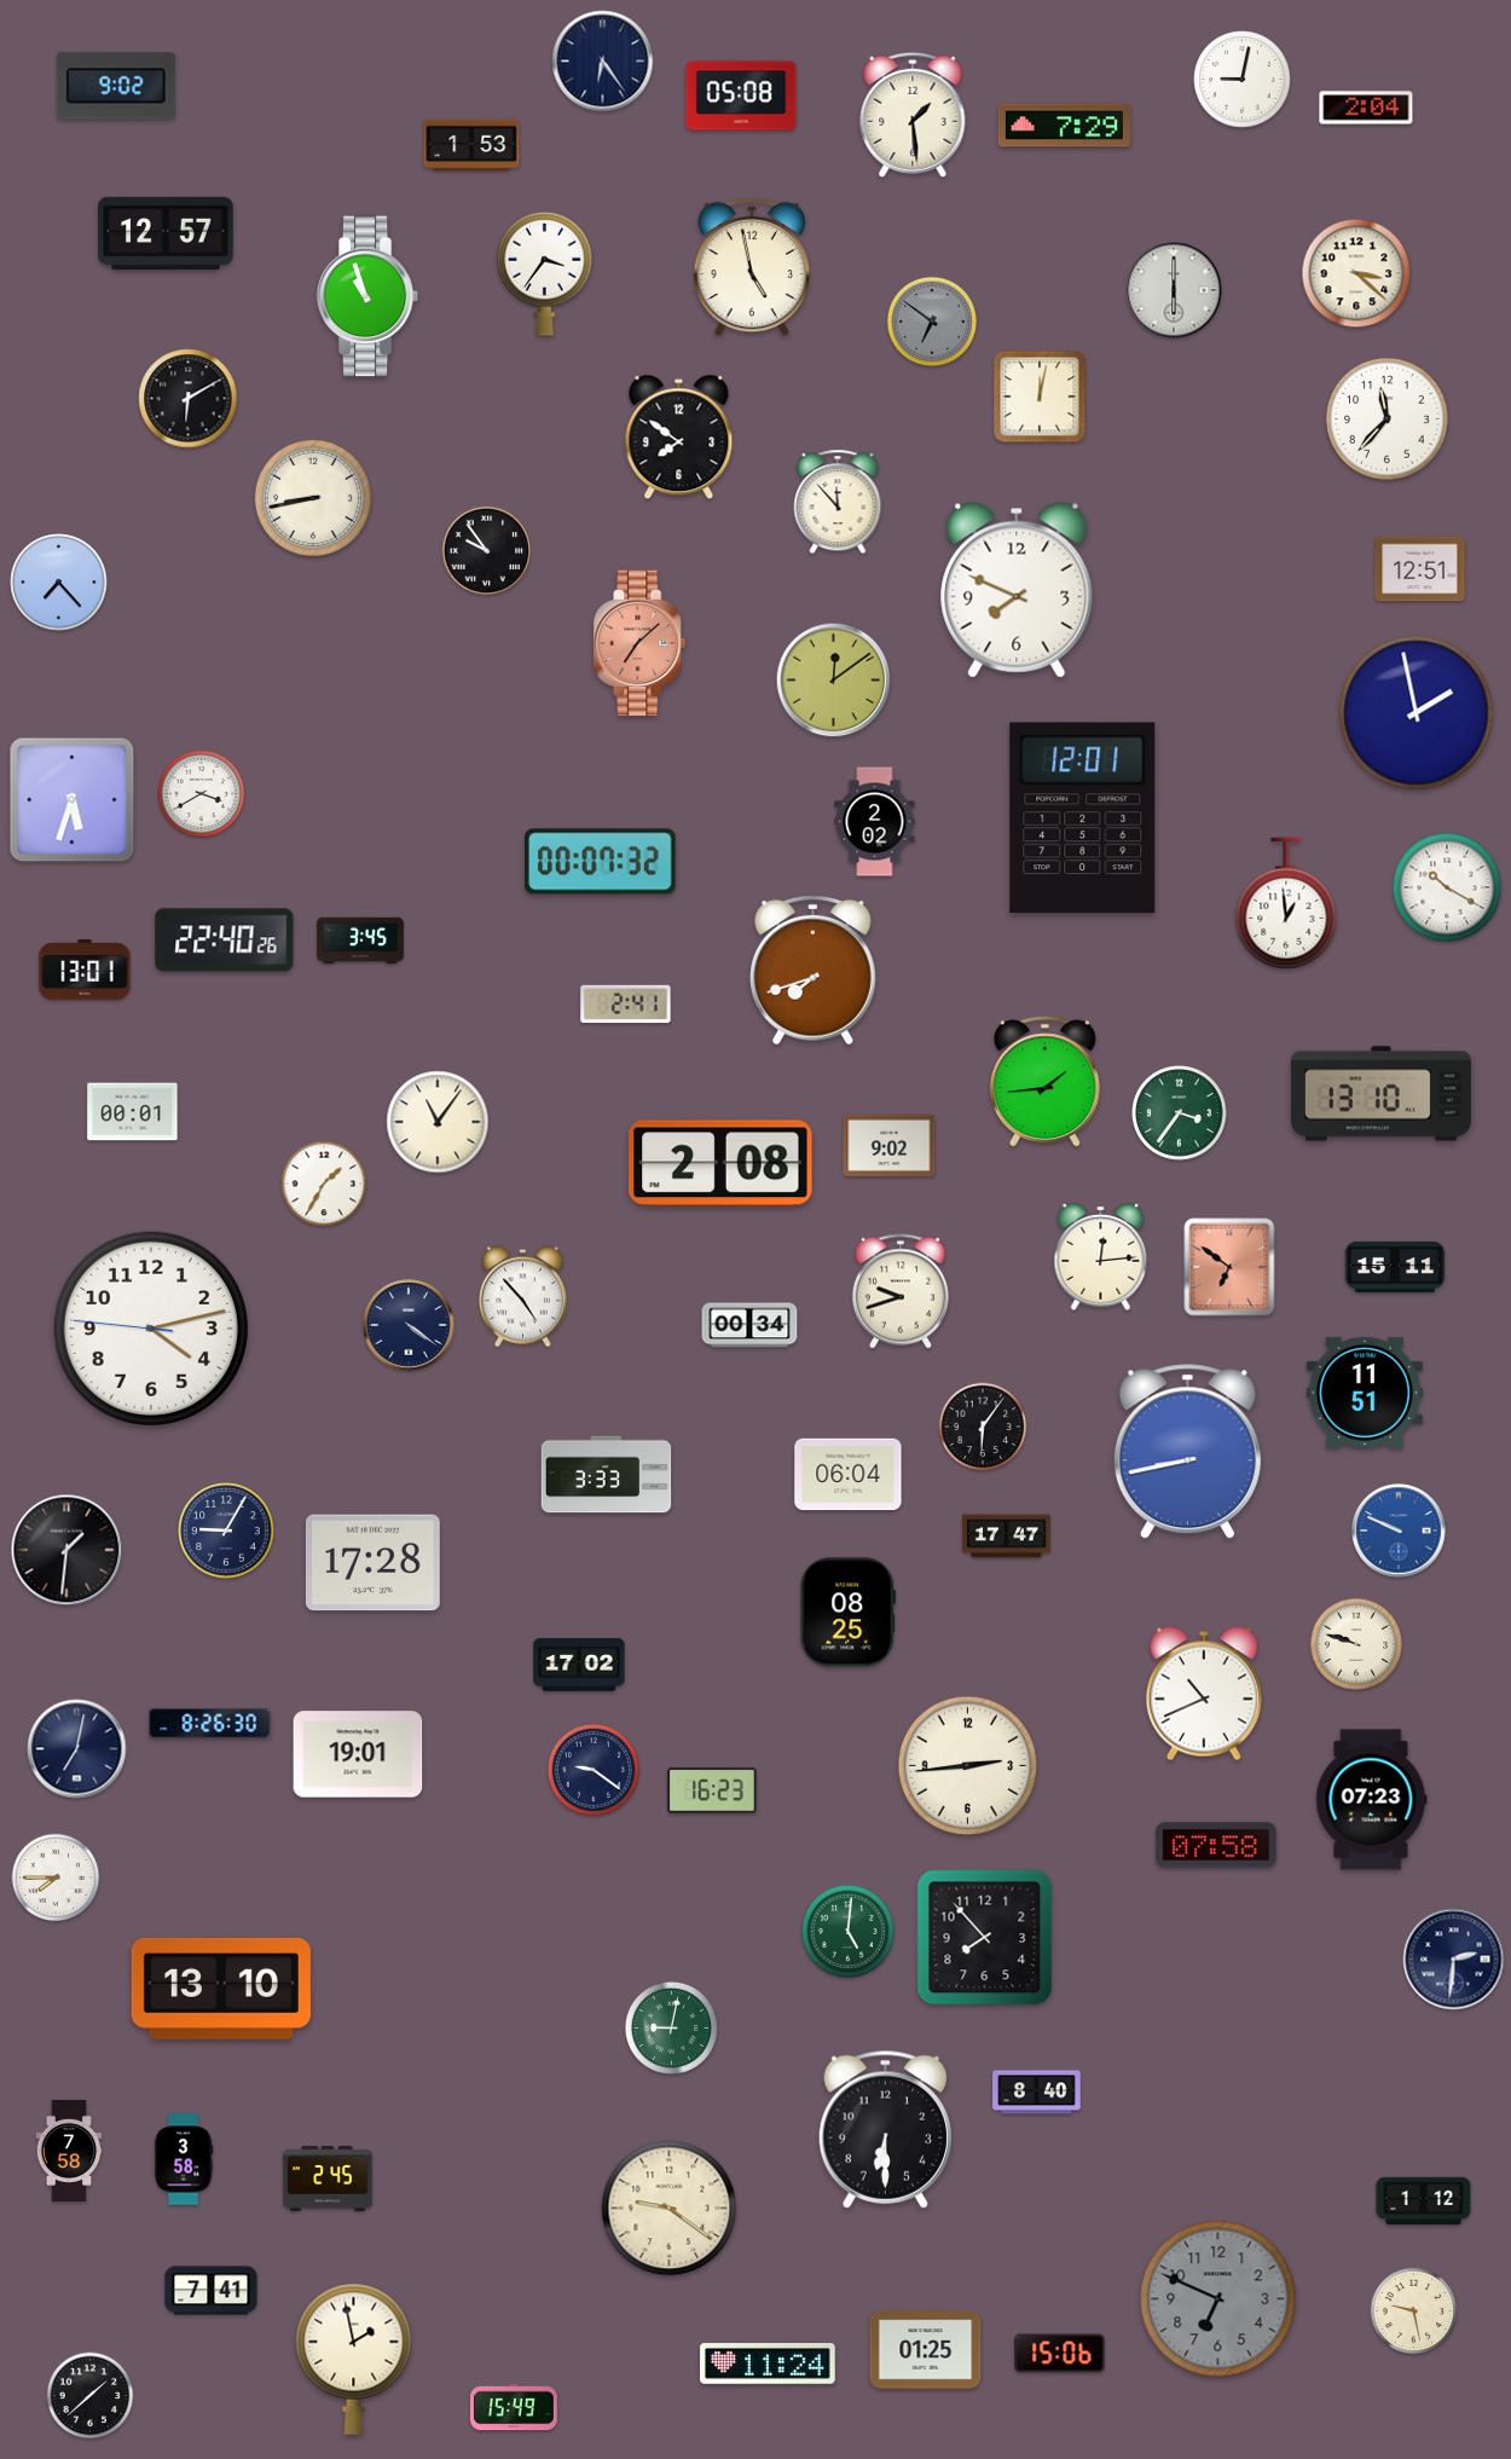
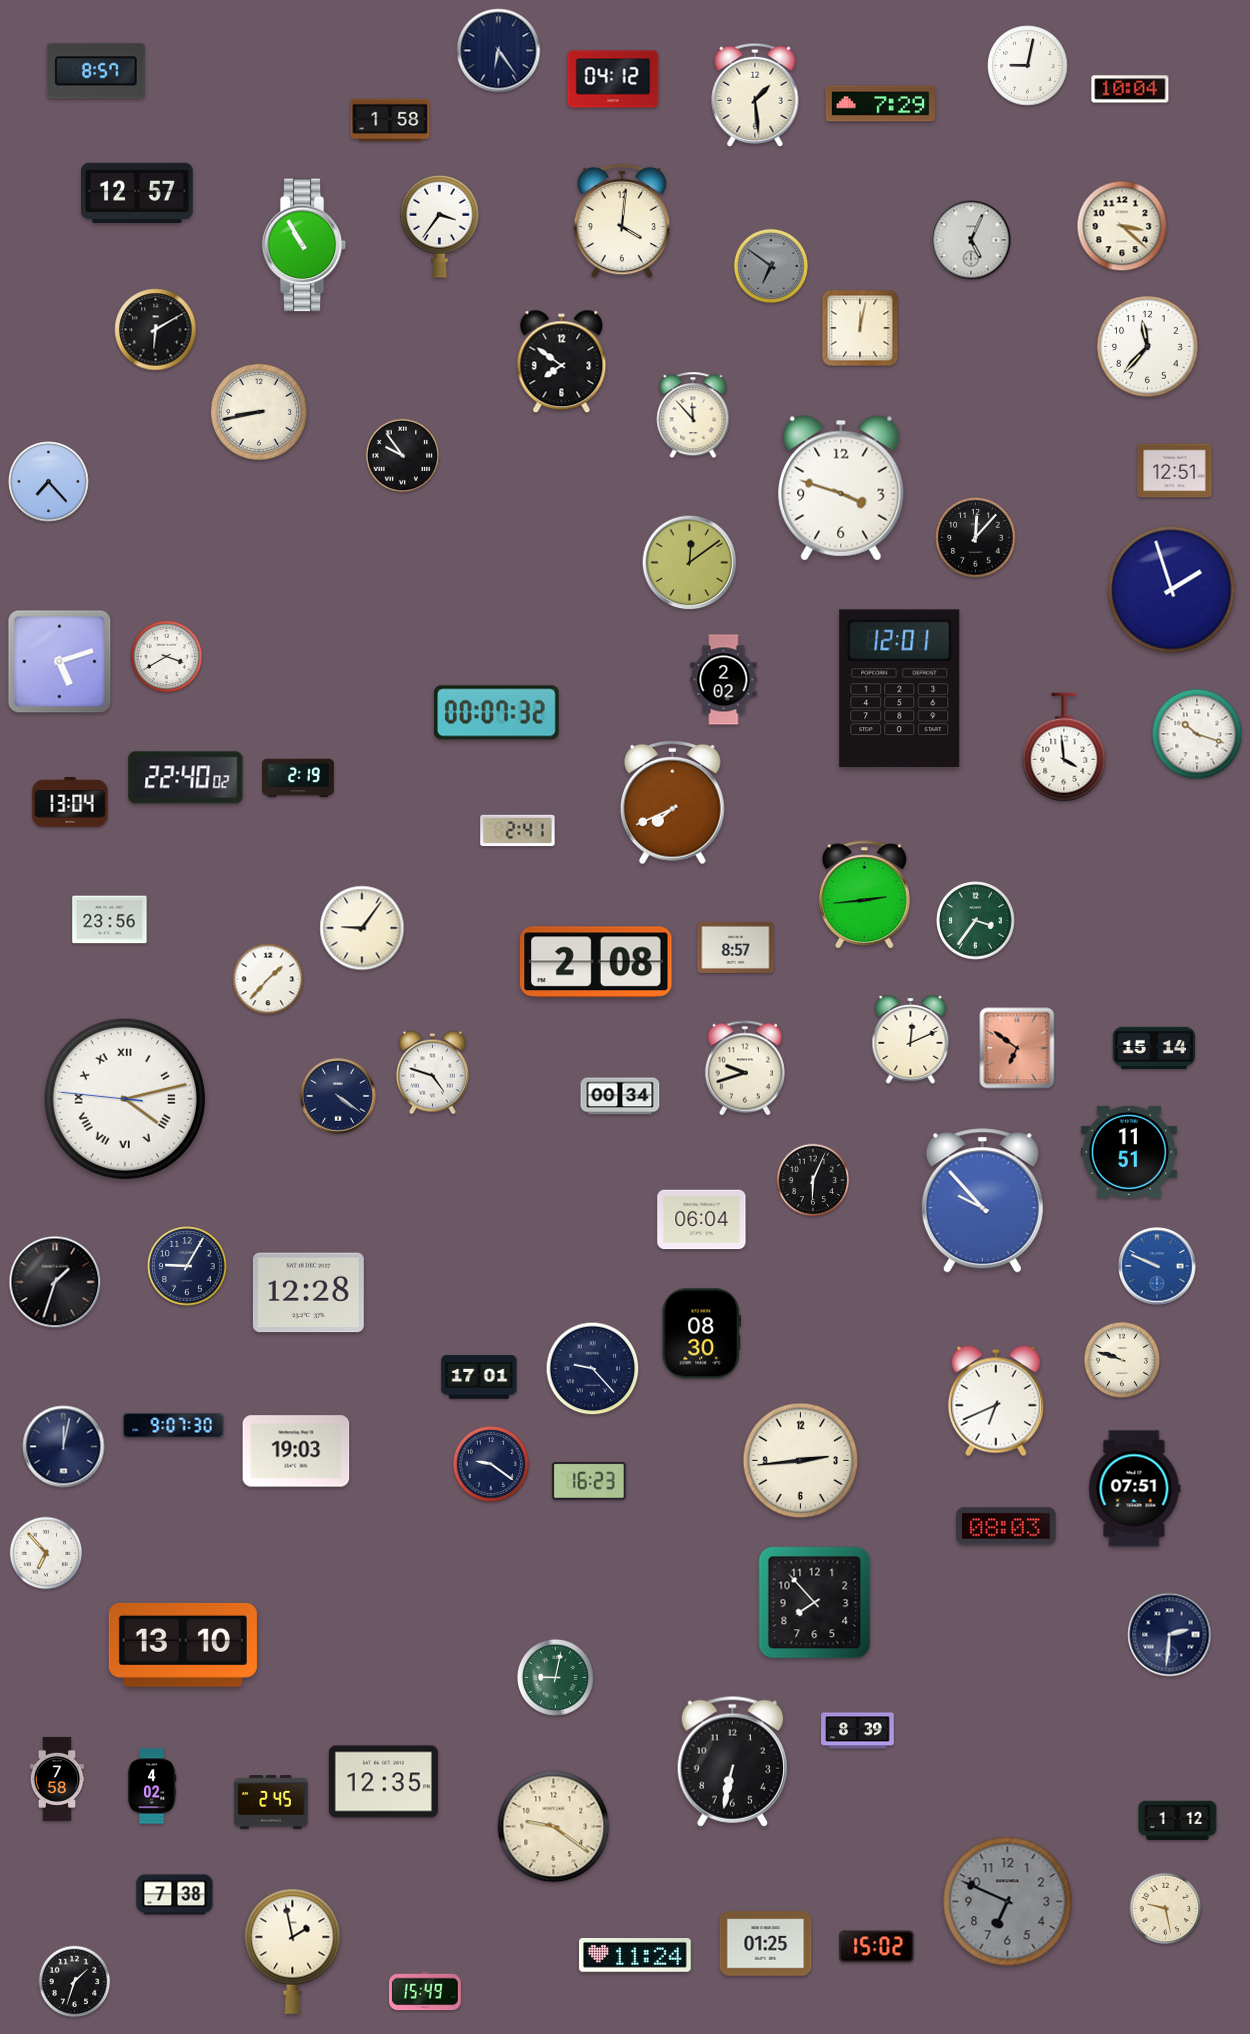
clock at (116, 86): 9:02 -> 8:57
clock at (741, 96): 05:08 -> 04:12
clock at (1366, 108): 2:04 -> 10:04
clock at (471, 145): 1:53 -> 1:58
clock at (752, 267): 4:58 -> 4:01
clock at (545, 273) position: (545, 273) -> (440, 226)
clock at (1174, 290): 6:00 -> 5:04
clock at (367, 296): 10:57 -> 10:55
clock at (1017, 590): 7:49 -> 3:48
clock at (639, 643): 7:08 -> none
clock at (976, 538): none -> 12:07
clock at (1417, 713): 1:58 -> 1:57
clock at (73, 800): 5:33 -> 5:12
clock at (1083, 818) position: (1083, 818) -> (900, 689)
clock at (1447, 887): 10:20 -> 10:18
clock at (1286, 903): 12:59 -> 3:59
clock at (225, 941): 22:40:26 -> 22:40:02
clock at (361, 941): 3:45 -> 2:19
clock at (85, 970): 13:01 -> 13:04
clock at (812, 970): 7:42 -> 7:41
clock at (1044, 1082): 1:44 -> 2:44
clock at (1380, 1094): 13:10 -> none
clock at (133, 1112): 00:01 -> 23:56
clock at (438, 1122): 11:06 -> 9:06
clock at (890, 1145): 9:02 -> 8:57
clock at (324, 1184): 1:35 -> 1:37
clock at (1101, 1257): 12:14 -> 12:11
clock at (1395, 1267): 15:11 -> 15:14
clock at (522, 1297): 4:53 -> 4:48
clock at (151, 1329) numerals: Arabic -> Roman
clock at (983, 1427): 6:06 -> 6:04
clock at (1187, 1452): 8:43 -> 9:53
clock at (607, 1475): 3:33 -> none
clock at (1007, 1537): 17:47 -> none
clock at (66, 1550): 1:31 -> 1:33
clock at (372, 1563): 17:28 -> 12:28
clock at (847, 1613): 08:25 -> 08:30
clock at (593, 1369): none -> 9:23
clock at (579, 1665): 17:02 -> 17:01
clock at (1204, 1694): 10:41 -> 6:41
clock at (210, 1724): 8:26 -> 9:07
clock at (77, 1749): 7:02 -> 12:02
clock at (358, 1754): 19:01 -> 19:03
clock at (1371, 1800): 07:23 -> 07:51
clock at (1216, 1845): 07:58 -> 08:03
clock at (56, 1877): 7:45 -> 6:53
clock at (847, 1931): 5:01 -> none
clock at (1454, 1960) position: (1454, 1960) -> (1170, 1635)
clock at (1037, 2093): 8:40 -> 8:39
clock at (885, 2129): 6:30 -> 6:32
clock at (383, 1782): none -> 12:35
clock at (184, 2159): 3:58 -> 4:02
clock at (212, 2291): 7:41 -> 7:38
clock at (1414, 2312) position: (1414, 2312) -> (1166, 1909)
clock at (1060, 2354): 15:06 -> 15:02
clock at (91, 2396): 1:38 -> 1:33
